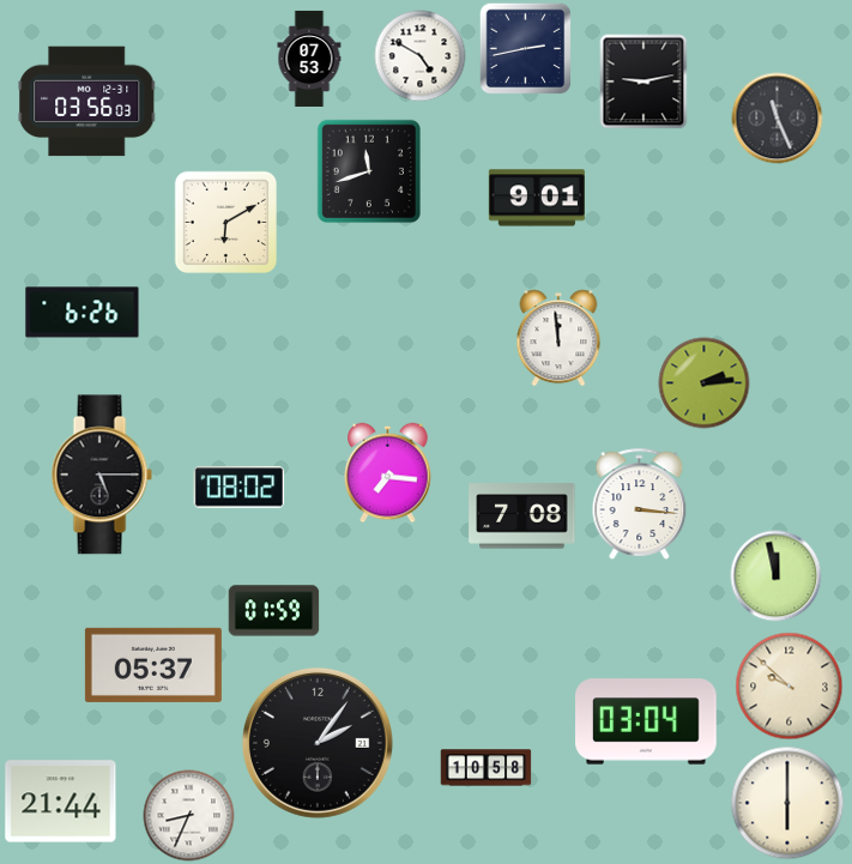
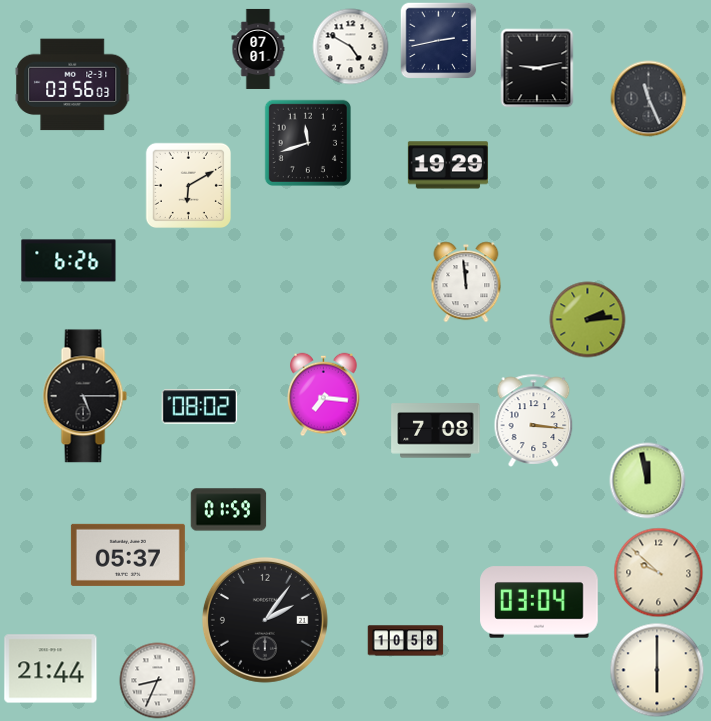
clock at (309, 59): 07:53 -> 07:01
clock at (537, 198): 9:01 -> 19:29
